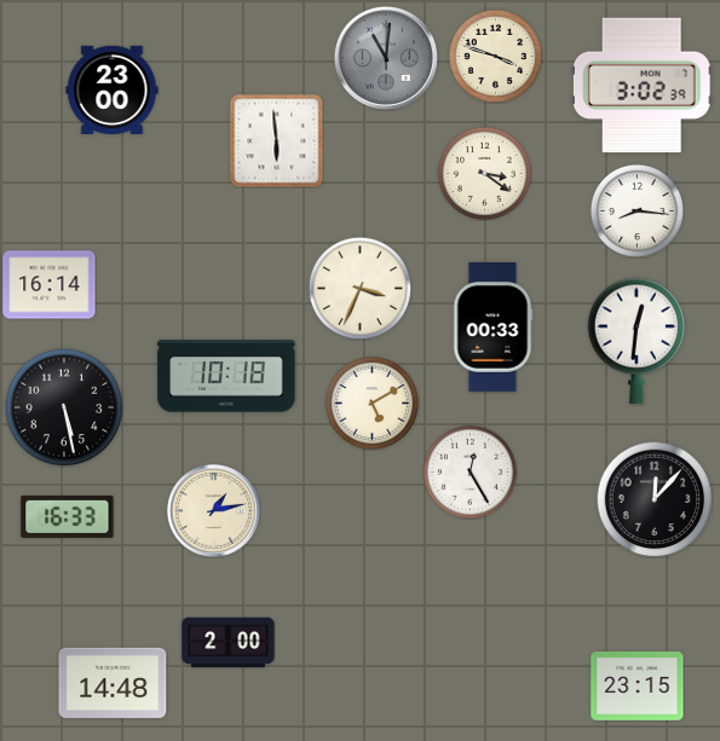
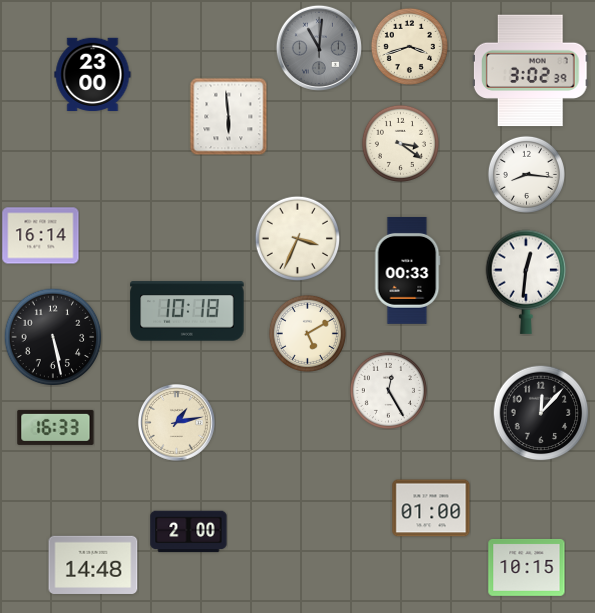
clock at (495, 56): 3:48 -> 3:42
clock at (431, 508): none -> 01:00
clock at (638, 685): 23:15 -> 10:15
